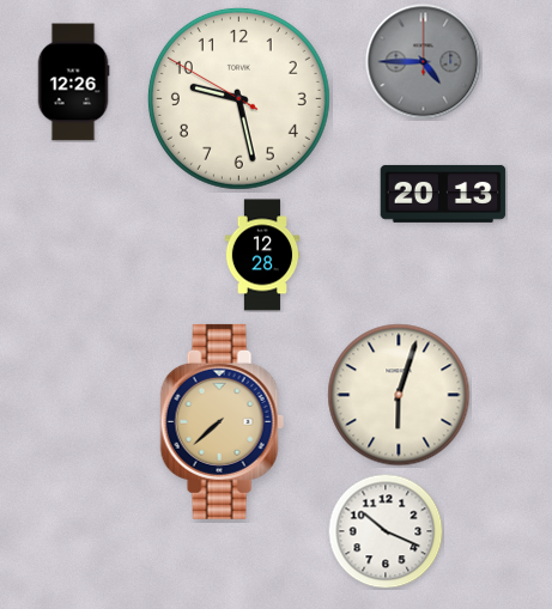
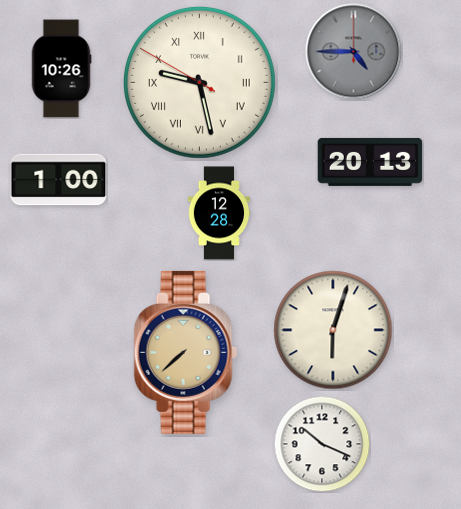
clock at (73, 83): 12:26 -> 10:26
clock at (238, 98) numerals: Arabic -> Roman
clock at (59, 180): none -> 1:00
